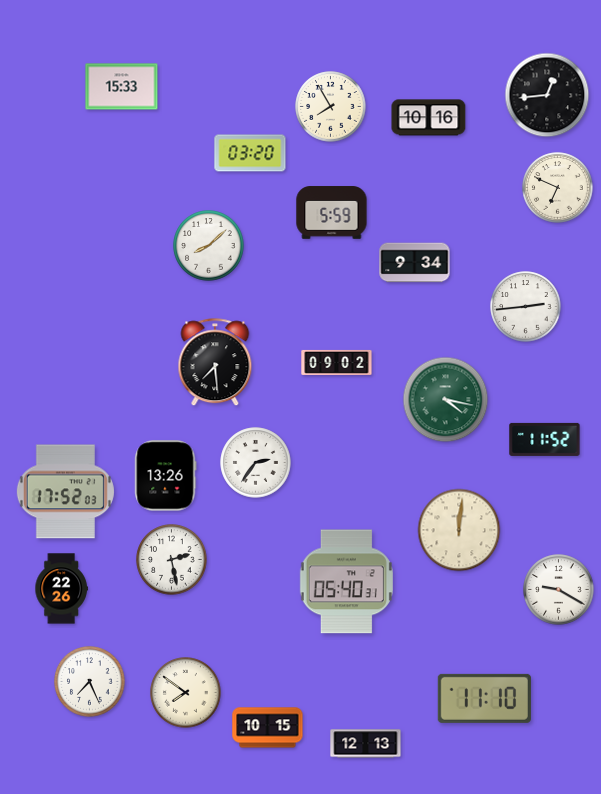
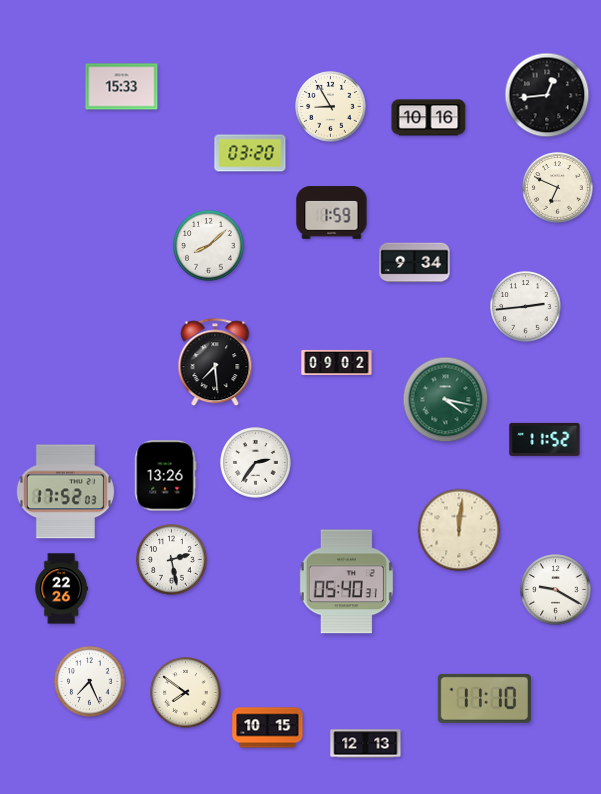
clock at (331, 107): 7:55 -> 8:55
clock at (332, 213): 5:59 -> 1:59
clock at (559, 590) position: (559, 590) -> (556, 590)
